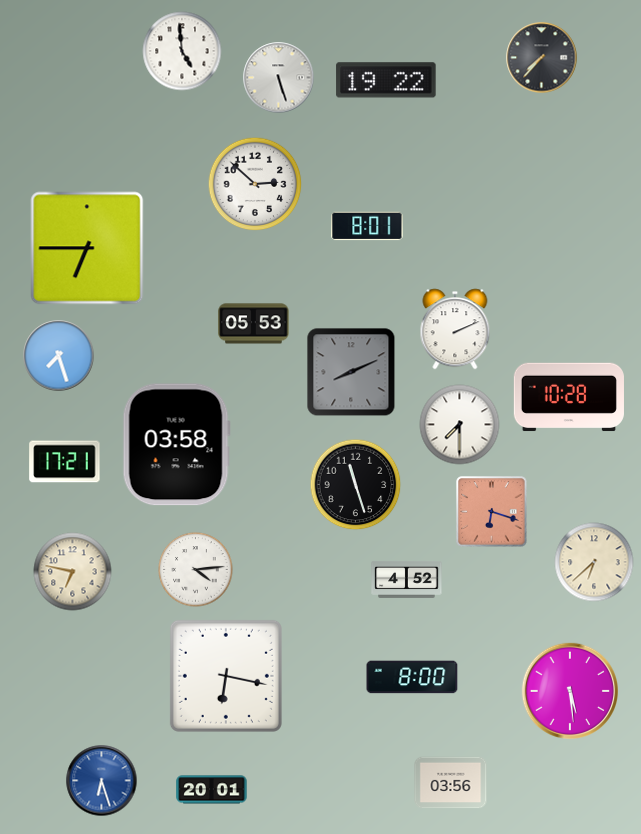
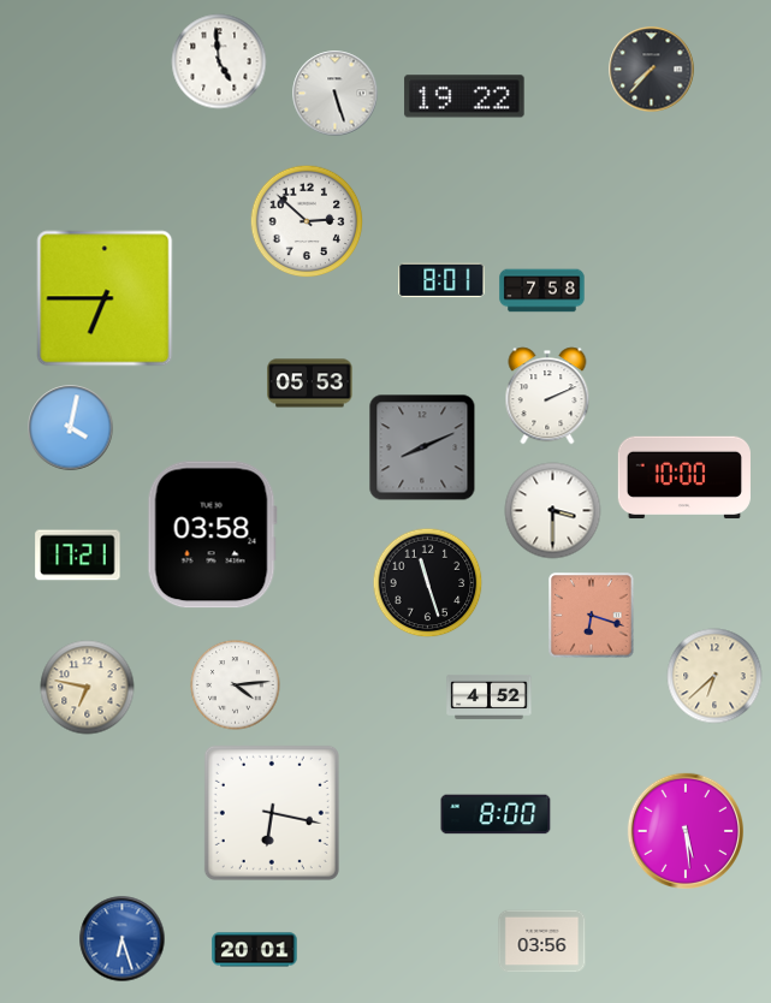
clock at (367, 226) position: (367, 226) -> (441, 280)
clock at (542, 291): none -> 7:58
clock at (254, 324) position: (254, 324) -> (310, 384)
clock at (59, 356): 7:27 -> 4:02
clock at (569, 397): 10:28 -> 10:00
clock at (460, 425): 7:30 -> 3:30
